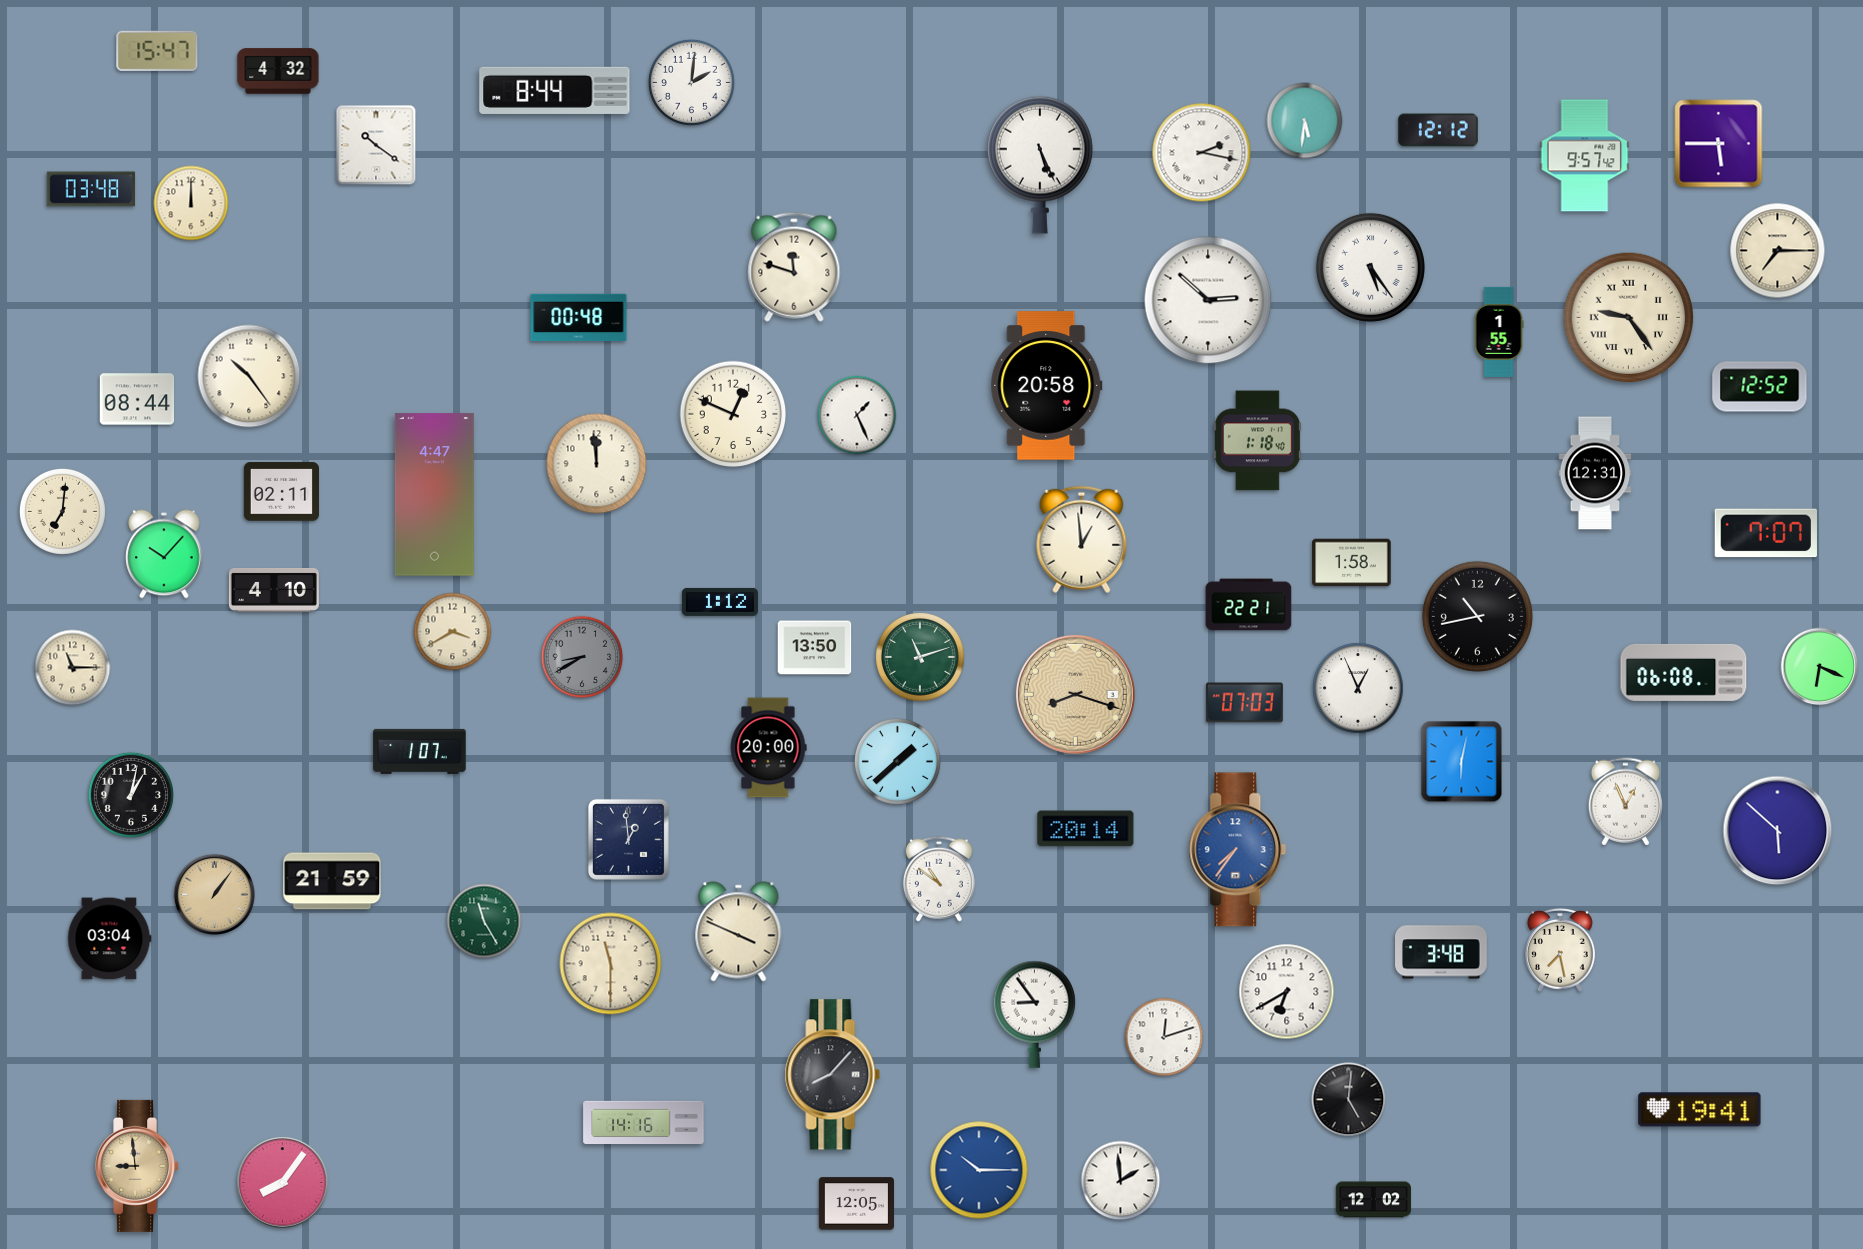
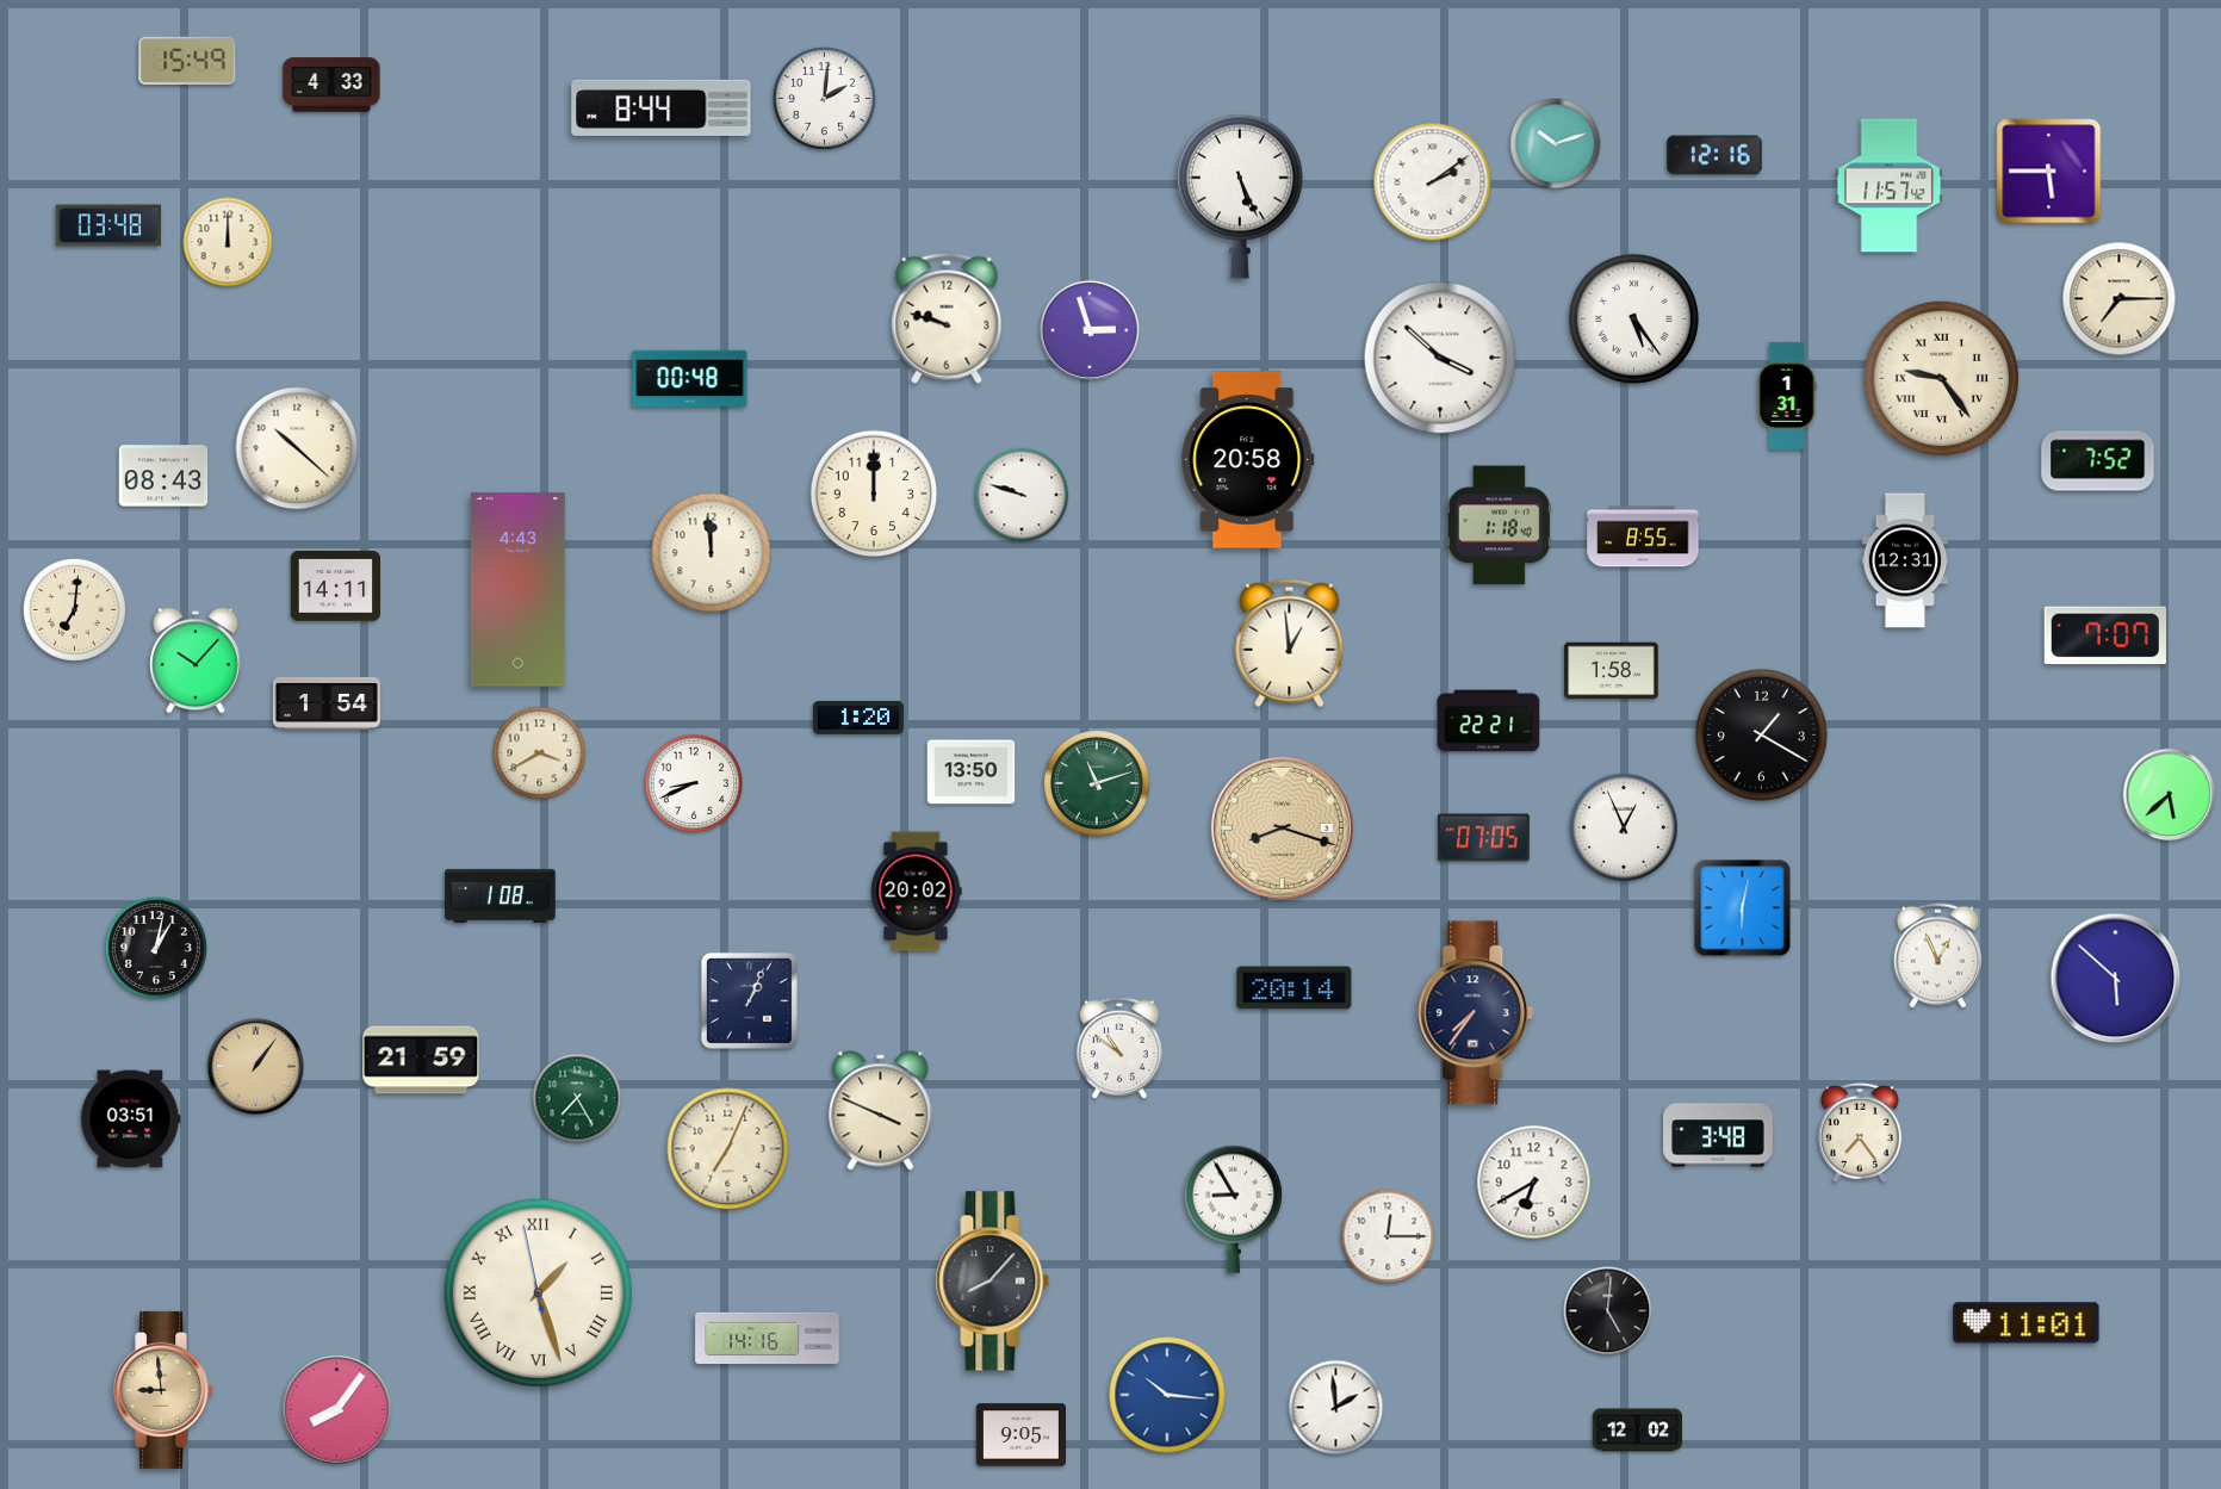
clock at (157, 51): 15:47 -> 15:49
clock at (278, 71): 4:32 -> 4:33
clock at (1305, 121): 5:31 -> 10:12
clock at (1438, 130): 12:12 -> 12:16
clock at (376, 145): 10:21 -> none
clock at (1202, 153): 2:17 -> 2:09
clock at (1585, 156): 9:57 -> 11:57
clock at (794, 267): 11:48 -> 9:48
clock at (1090, 330): none -> 2:57
clock at (1208, 300): 2:52 -> 3:52
clock at (1499, 332): 1:55 -> 1:31
clock at (249, 376): 10:24 -> 10:22
clock at (1760, 387): 12:52 -> 7:52
clock at (137, 399): 08:44 -> 08:43
clock at (733, 414): 12:49 -> 12:00
clock at (857, 415): 1:26 -> 9:48
clock at (1643, 536): none -> 8:55
clock at (1595, 473) position: (1595, 473) -> (1905, 560)
clock at (281, 492): 02:11 -> 14:11
clock at (434, 495): 4:47 -> 4:43
clock at (274, 590): 4:10 -> 1:54
clock at (720, 602): 1:12 -> 1:20
clock at (1477, 616): 10:43 -> 1:20
clock at (582, 657): 8:40 -> 8:41
clock at (582, 657) dial: grey -> white
clock at (1820, 667): 6:19 -> 5:38
clock at (73, 668): 11:15 -> none
clock at (1684, 672): 06:08 -> none
clock at (1358, 688) position: (1358, 688) -> (1624, 827)
clock at (1244, 703): 07:03 -> 07:05
clock at (768, 748): 20:00 -> 20:02
clock at (420, 751): 1:07 -> 1:08
clock at (897, 761): 1:38 -> none
clock at (1778, 831) position: (1778, 831) -> (2116, 979)
clock at (628, 839): 12:59 -> 1:04
clock at (1238, 850) dial: blue -> navy
clock at (332, 881) position: (332, 881) -> (421, 1060)
clock at (484, 921): 11:25 -> 7:25
clock at (110, 939): 03:04 -> 03:51
clock at (1560, 950): 7:28 -> 7:24
clock at (611, 964): 11:30 -> 7:04
clock at (1034, 1014): 8:54 -> 8:55
clock at (1164, 1037): 12:12 -> 12:15
clock at (538, 1292): none -> 1:26
clock at (1700, 1110): 19:41 -> 11:01
clock at (979, 1170): 10:15 -> 10:16
clock at (856, 1204): 12:05 -> 9:05
